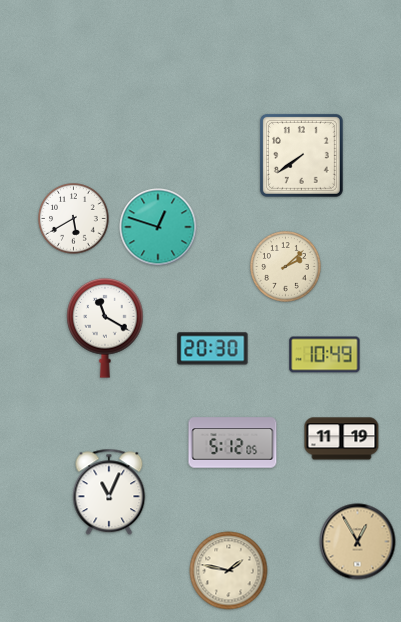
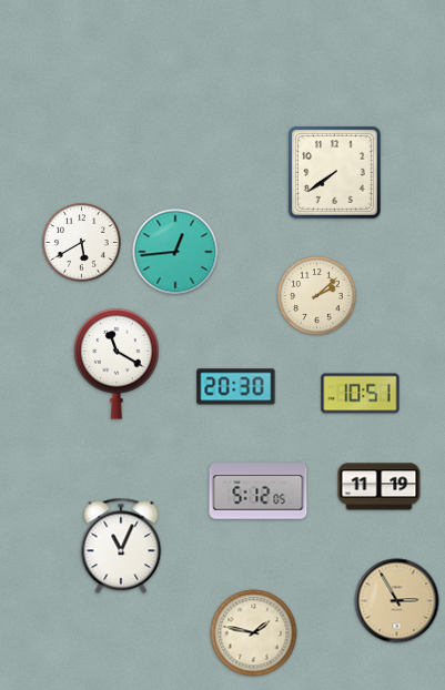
clock at (158, 227): 12:48 -> 12:44
clock at (325, 355): 10:49 -> 10:51
clock at (358, 542): 12:55 -> 2:55
